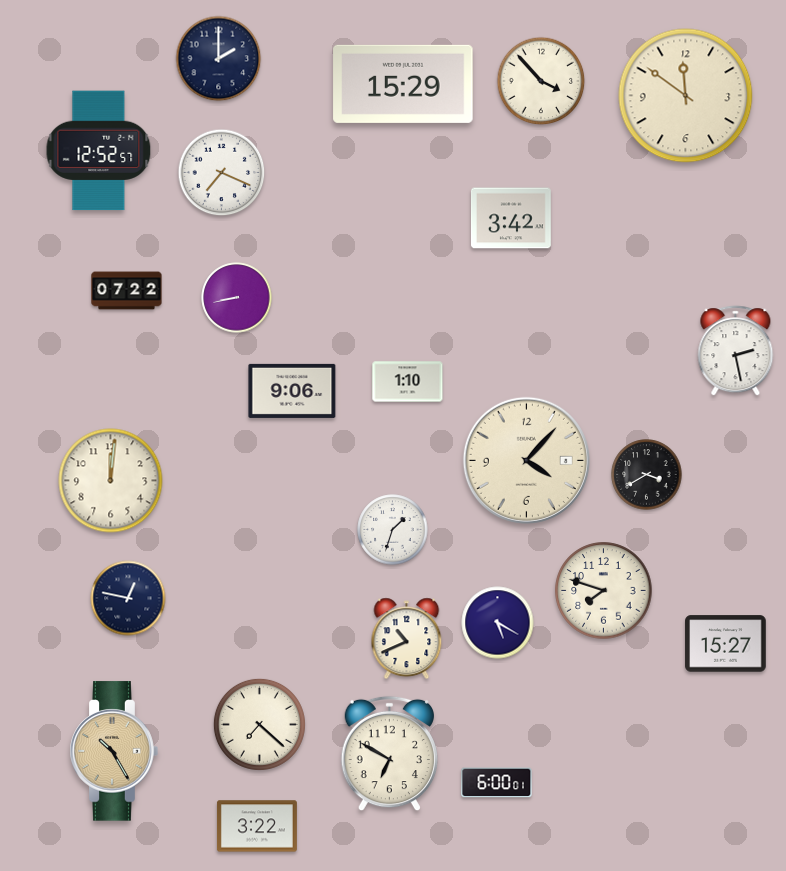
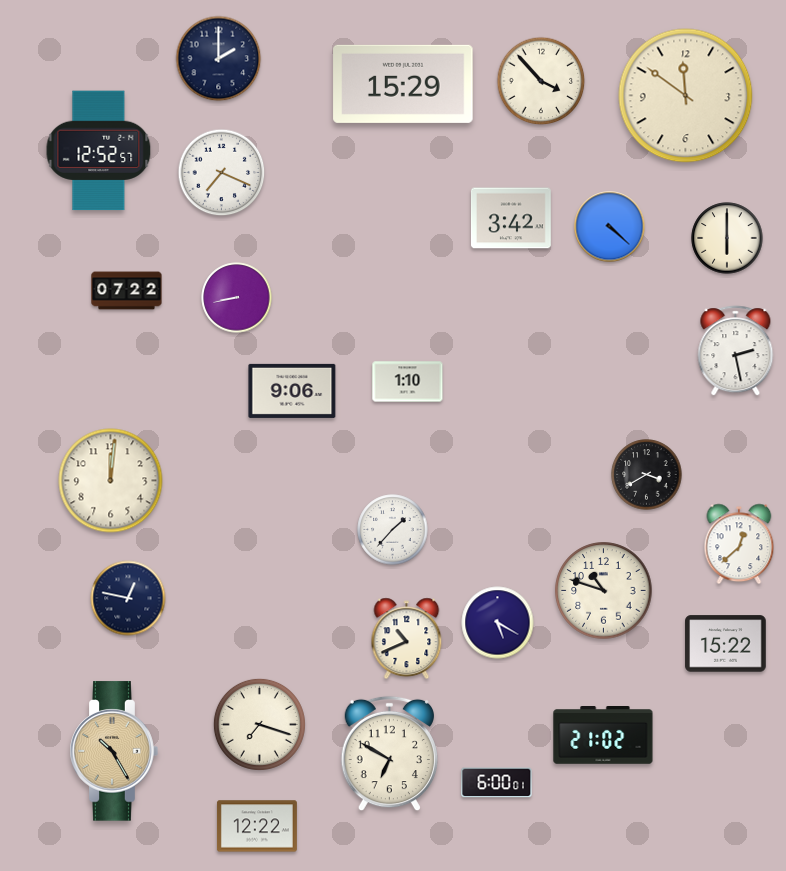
clock at (610, 227): none -> 4:22
clock at (727, 238): none -> 6:00
clock at (526, 460): 4:07 -> none
clock at (393, 530): 1:33 -> 1:37
clock at (739, 544): none -> 12:38
clock at (604, 591): 7:48 -> 10:48
clock at (726, 644): 15:27 -> 15:22
clock at (259, 724): 7:22 -> 7:18
clock at (603, 735): none -> 21:02
clock at (257, 826): 3:22 -> 12:22
